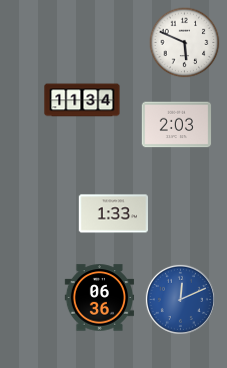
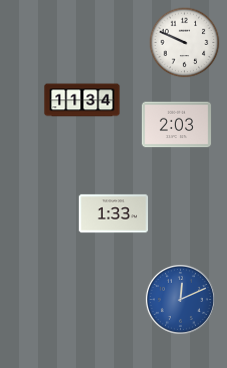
clock at (185, 43): 5:49 -> 9:49
clock at (100, 298): 06:36 -> none
